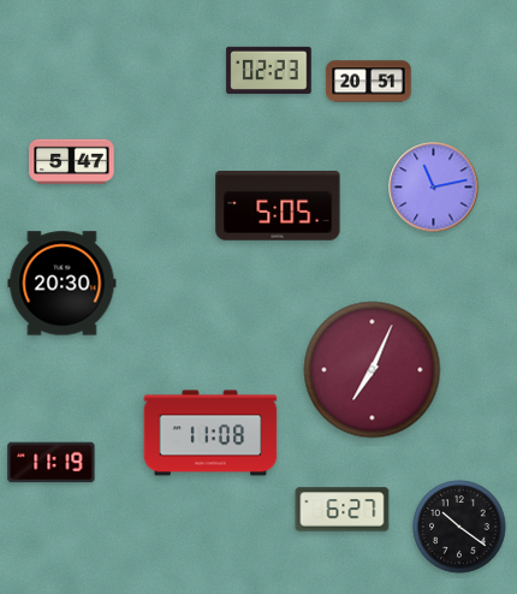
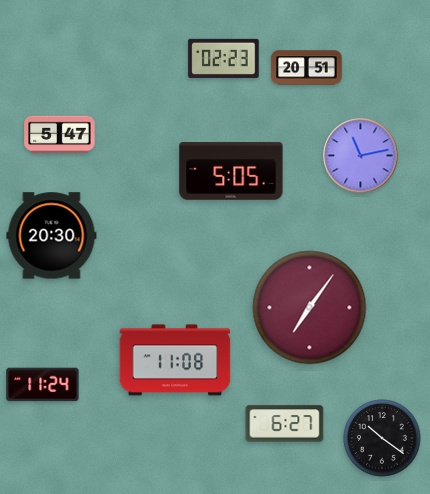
clock at (373, 370): 7:04 -> 7:06
clock at (52, 463): 11:19 -> 11:24
